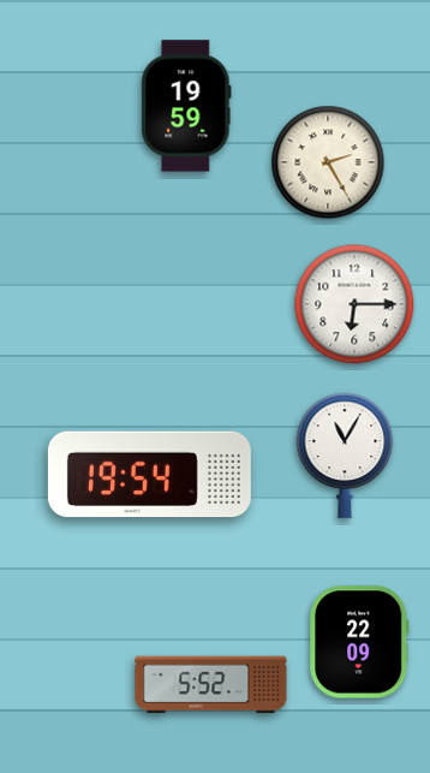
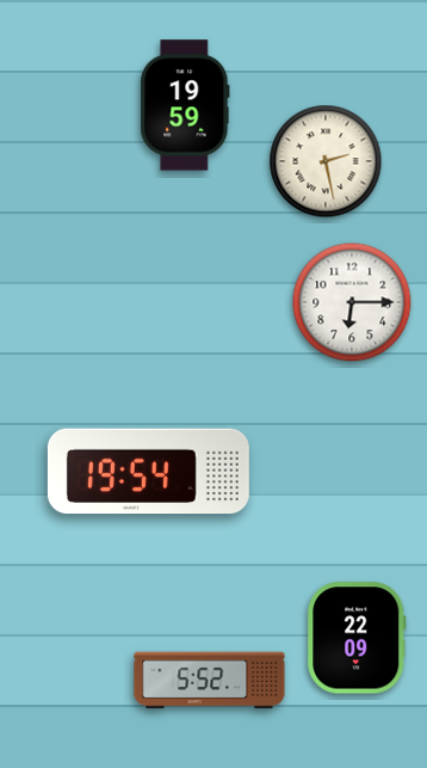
clock at (328, 162): 2:25 -> 2:28
clock at (345, 456): 11:05 -> none
